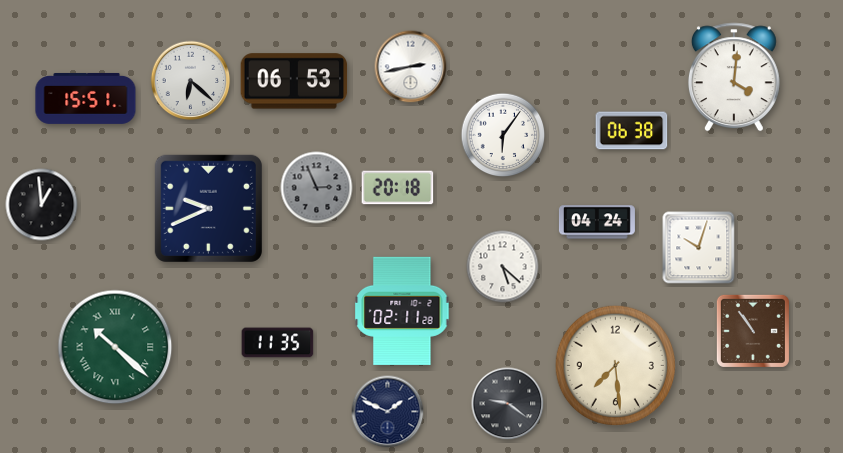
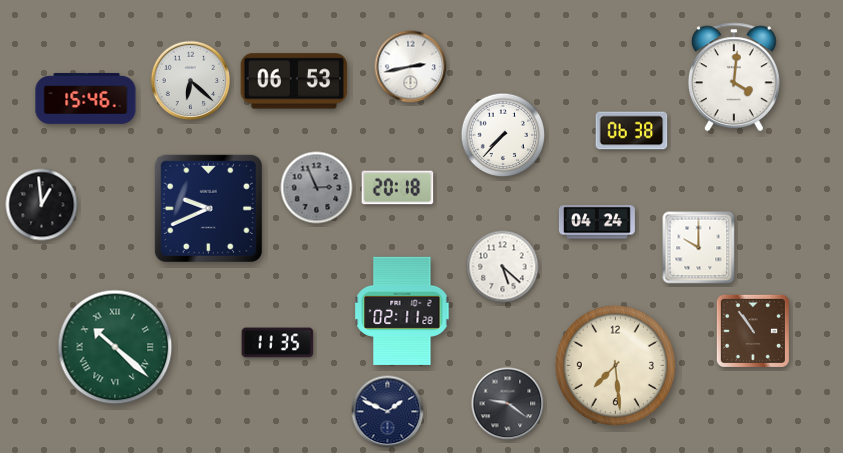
clock at (86, 98): 15:51 -> 15:46
clock at (503, 135): 6:06 -> 7:37
clock at (699, 248): 10:03 -> 10:00
